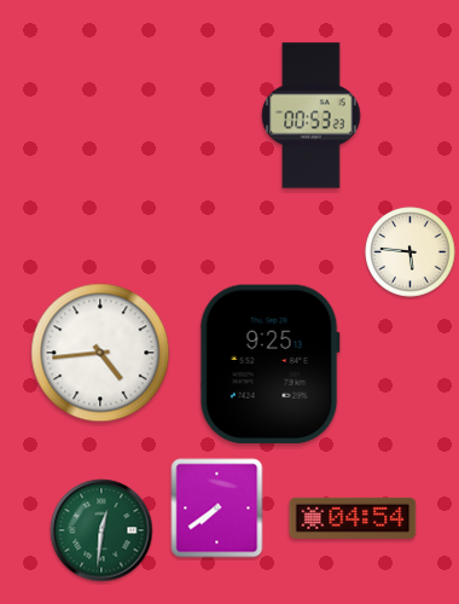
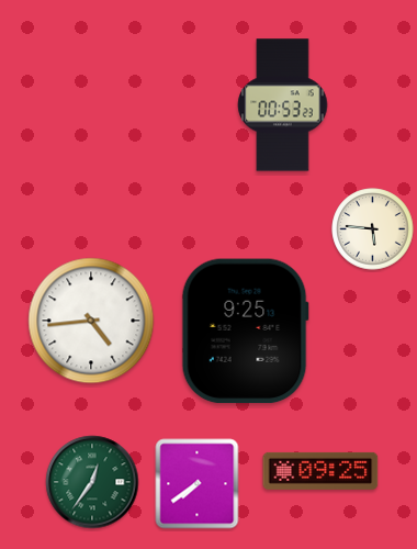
clock at (217, 509) position: (217, 509) -> (198, 484)
clock at (353, 518): 04:54 -> 09:25
clock at (101, 530): 12:31 -> 12:36
